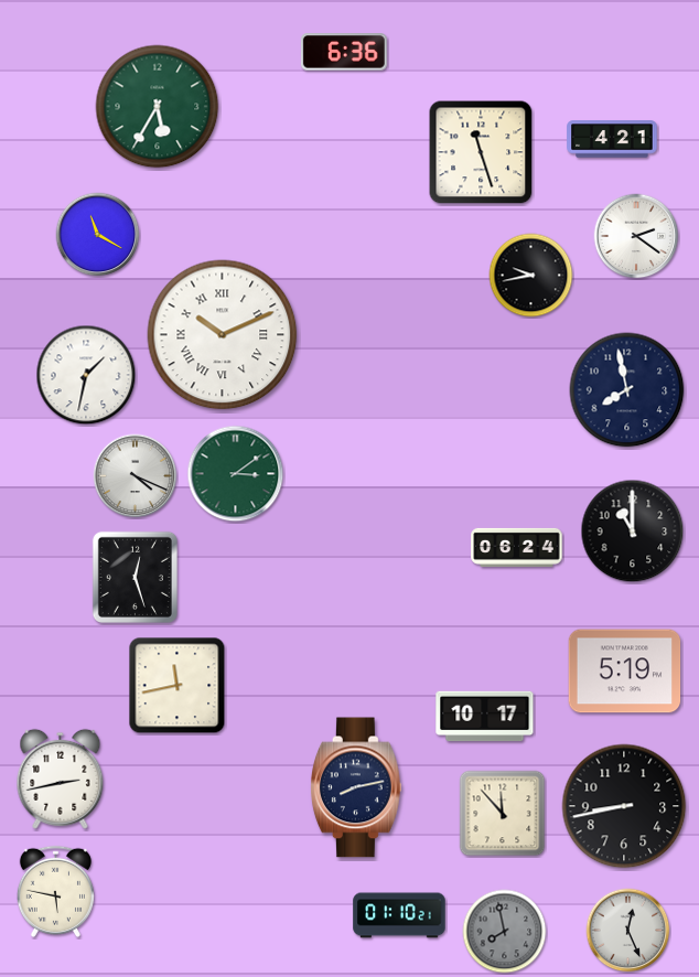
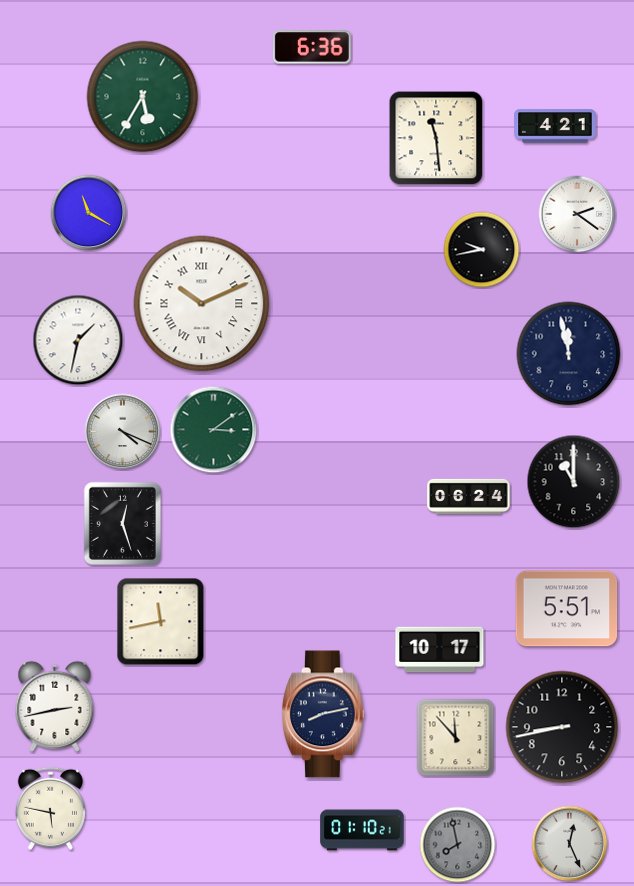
clock at (481, 152): 11:27 -> 11:29
clock at (627, 390): 7:58 -> 11:58
clock at (625, 672): 5:19 -> 5:51
clock at (624, 806) position: (624, 806) -> (562, 727)
